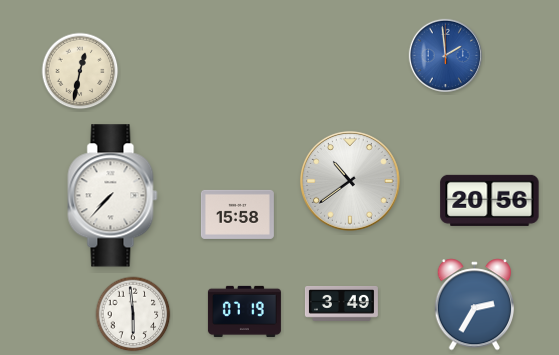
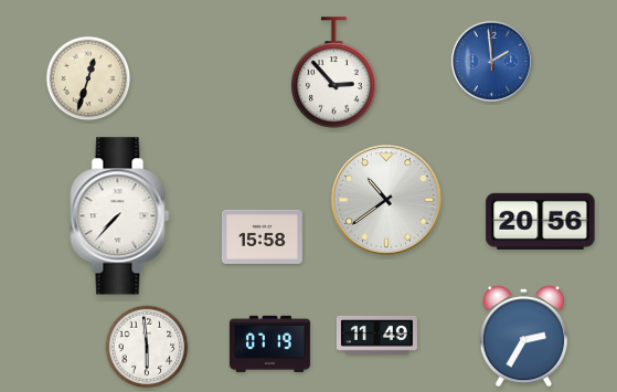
clock at (334, 73): none -> 2:53
clock at (80, 71): 12:32 -> 12:33
clock at (113, 196) position: (113, 196) -> (120, 216)
clock at (341, 304): 3:49 -> 11:49
